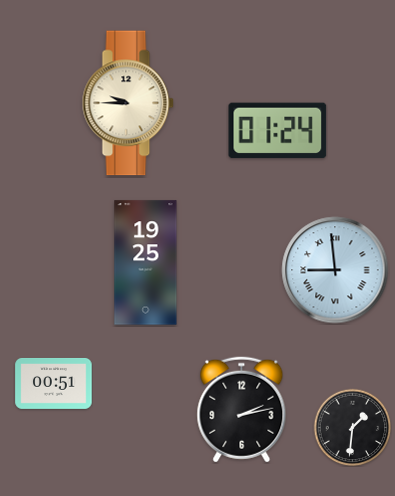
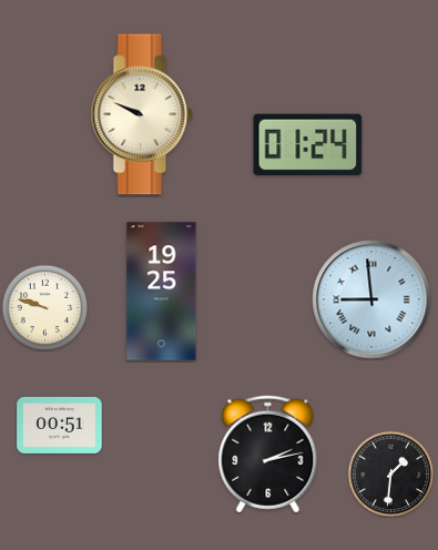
clock at (128, 103): 9:45 -> 9:49
clock at (44, 307): none -> 9:48
